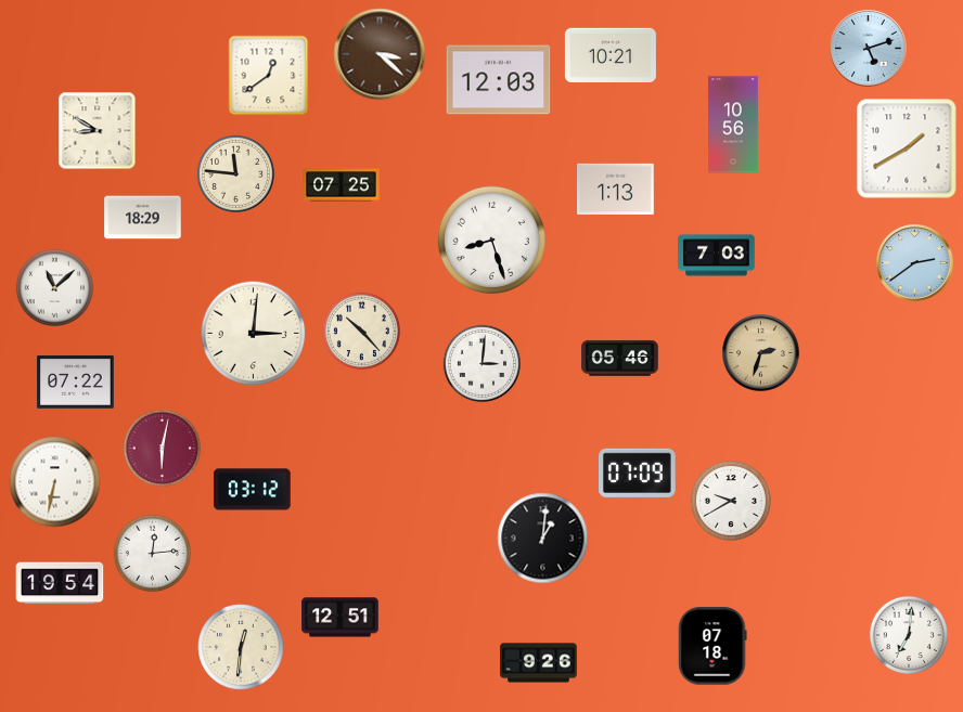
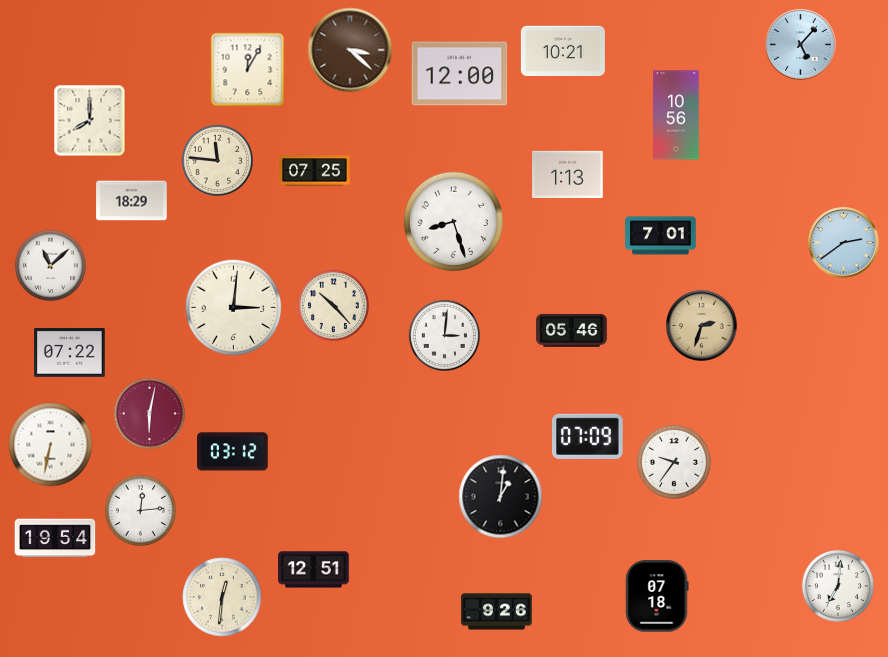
clock at (869, 49): 5:12 -> 5:07
clock at (269, 76): 12:39 -> 12:05
clock at (499, 80): 12:03 -> 12:00
clock at (98, 131): 8:50 -> 8:00
clock at (907, 148): 1:40 -> none
clock at (717, 256): 7:03 -> 7:01
clock at (731, 501): 9:40 -> 9:36
